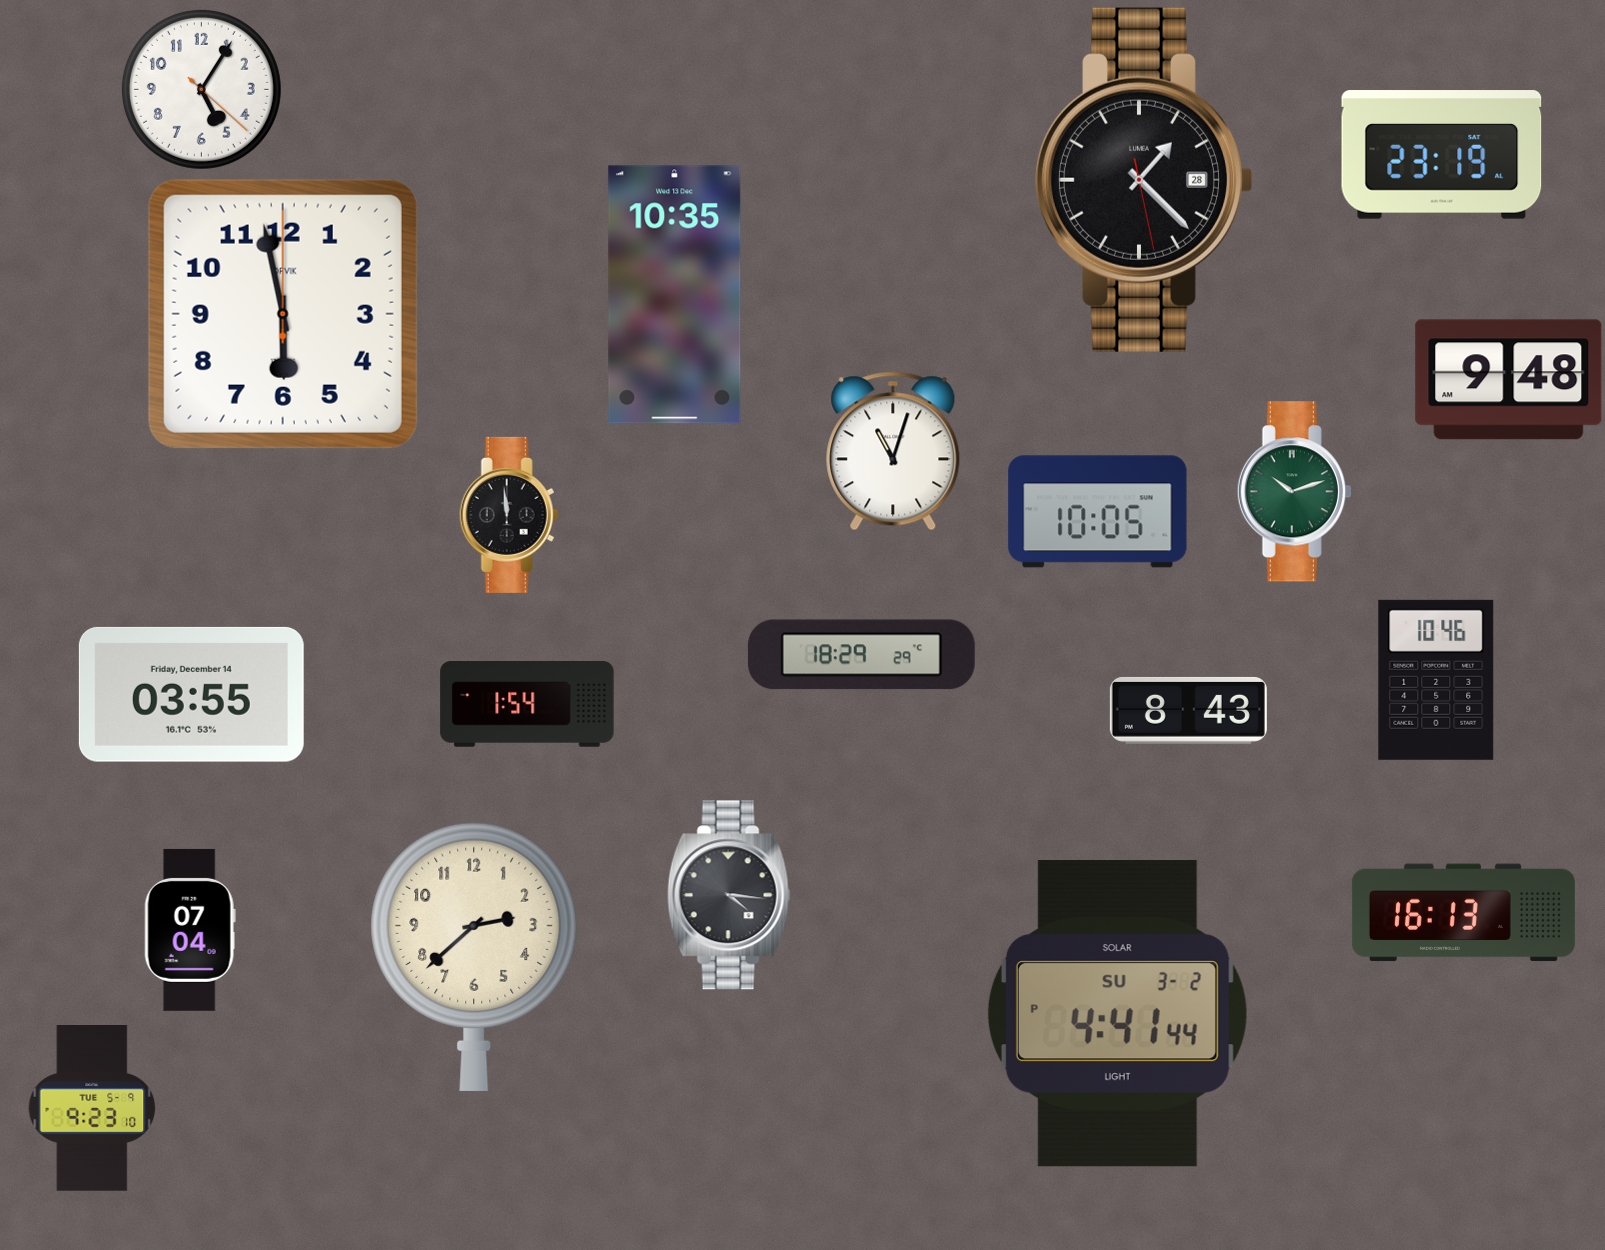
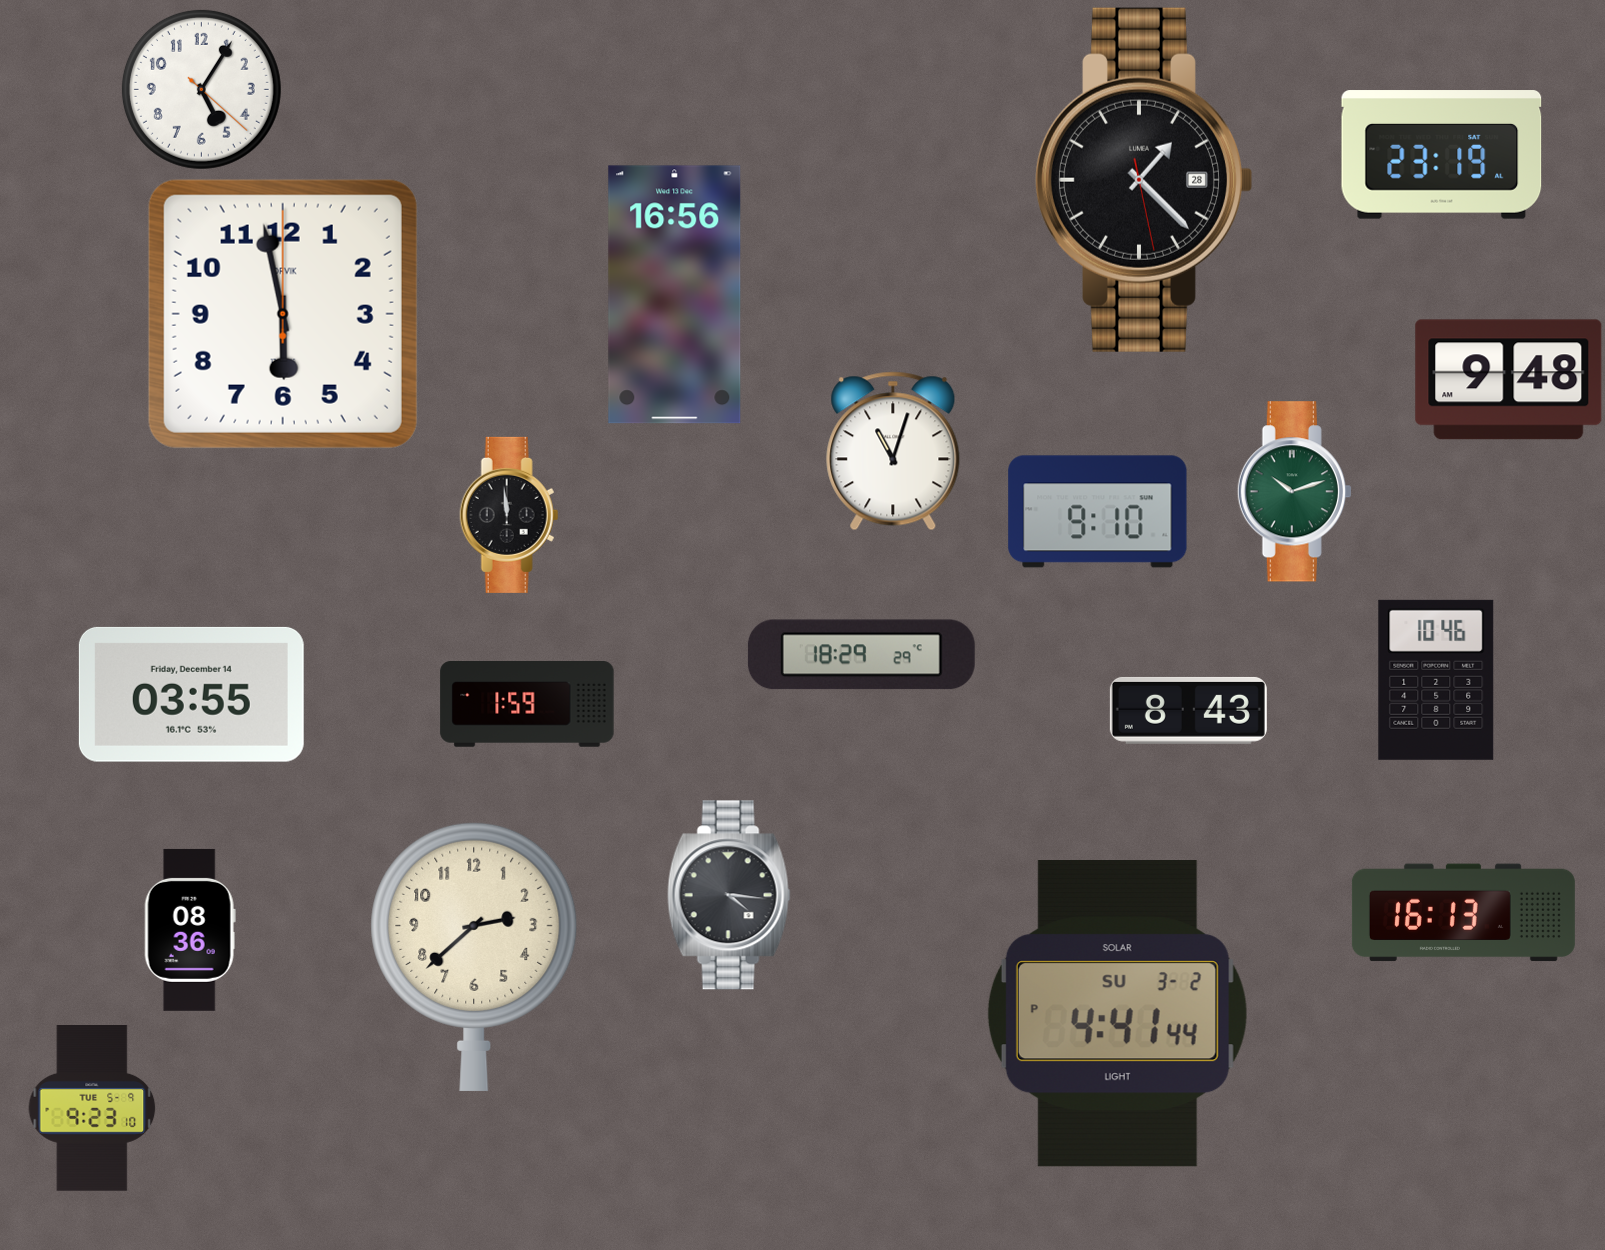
clock at (675, 295): 10:35 -> 16:56
clock at (1098, 512): 10:05 -> 9:10
clock at (527, 705): 1:54 -> 1:59
clock at (190, 930): 07:04 -> 08:36
